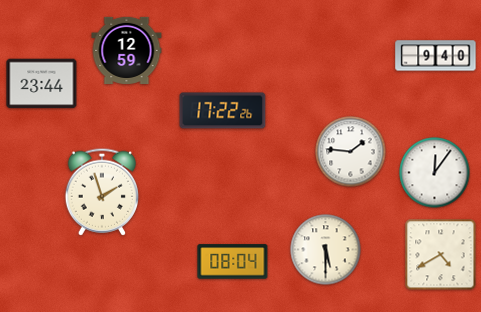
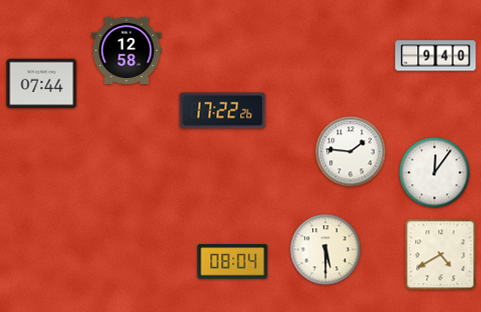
clock at (127, 50): 12:59 -> 12:58
clock at (42, 84): 23:44 -> 07:44
clock at (101, 192): 1:57 -> none
